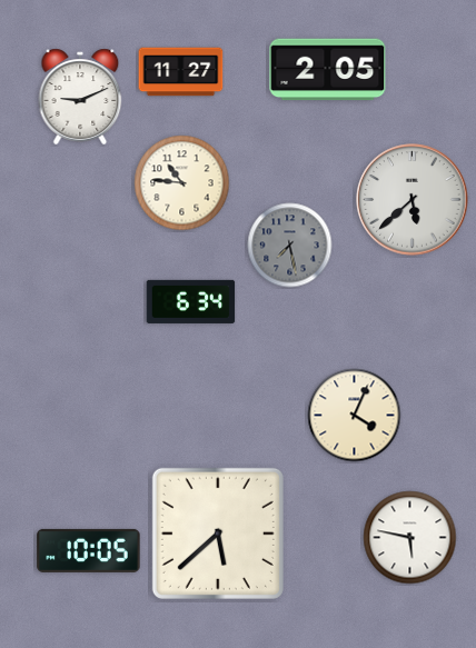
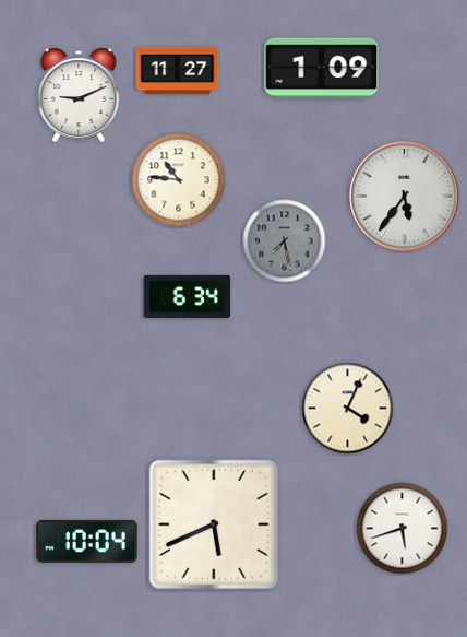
clock at (328, 70): 2:05 -> 1:09
clock at (413, 200): 5:38 -> 5:36
clock at (218, 534): 5:38 -> 5:41
clock at (410, 538): 5:47 -> 5:42
clock at (89, 550): 10:05 -> 10:04
